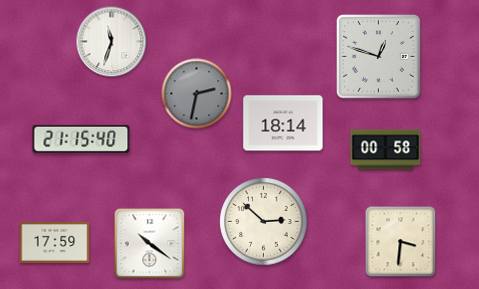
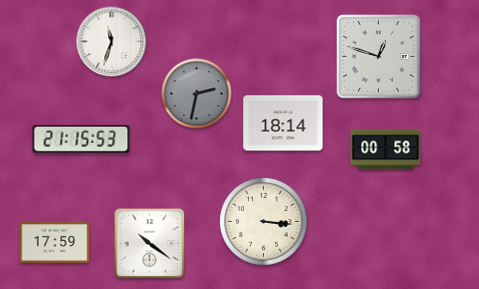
clock at (81, 139): 21:15:40 -> 21:15:53
clock at (264, 222): 2:52 -> 3:16
clock at (401, 242): 3:31 -> none
